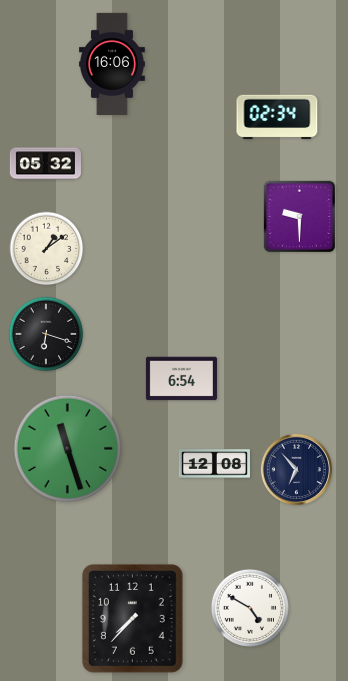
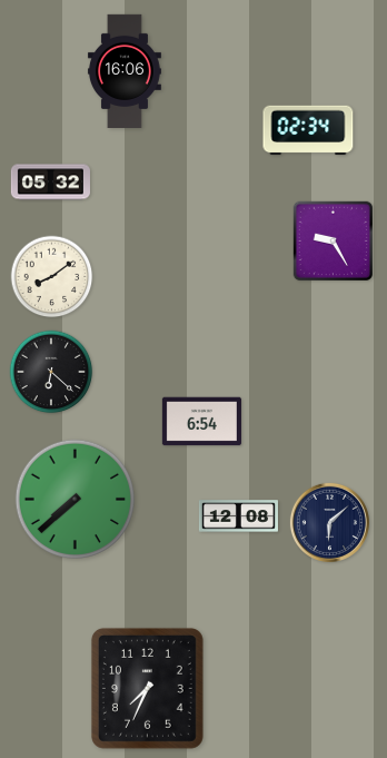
clock at (299, 216): 9:30 -> 9:25
clock at (47, 249): 1:09 -> 8:09
clock at (46, 334): 6:18 -> 6:22
clock at (67, 448): 11:27 -> 7:38
clock at (296, 469): 6:53 -> 6:08
clock at (250, 608): 4:50 -> none
clock at (132, 618): 7:37 -> 7:34
